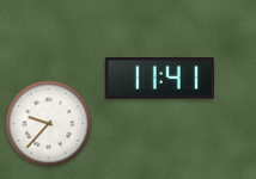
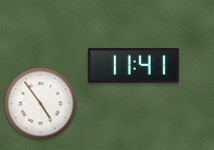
clock at (49, 124): 9:37 -> 4:54
